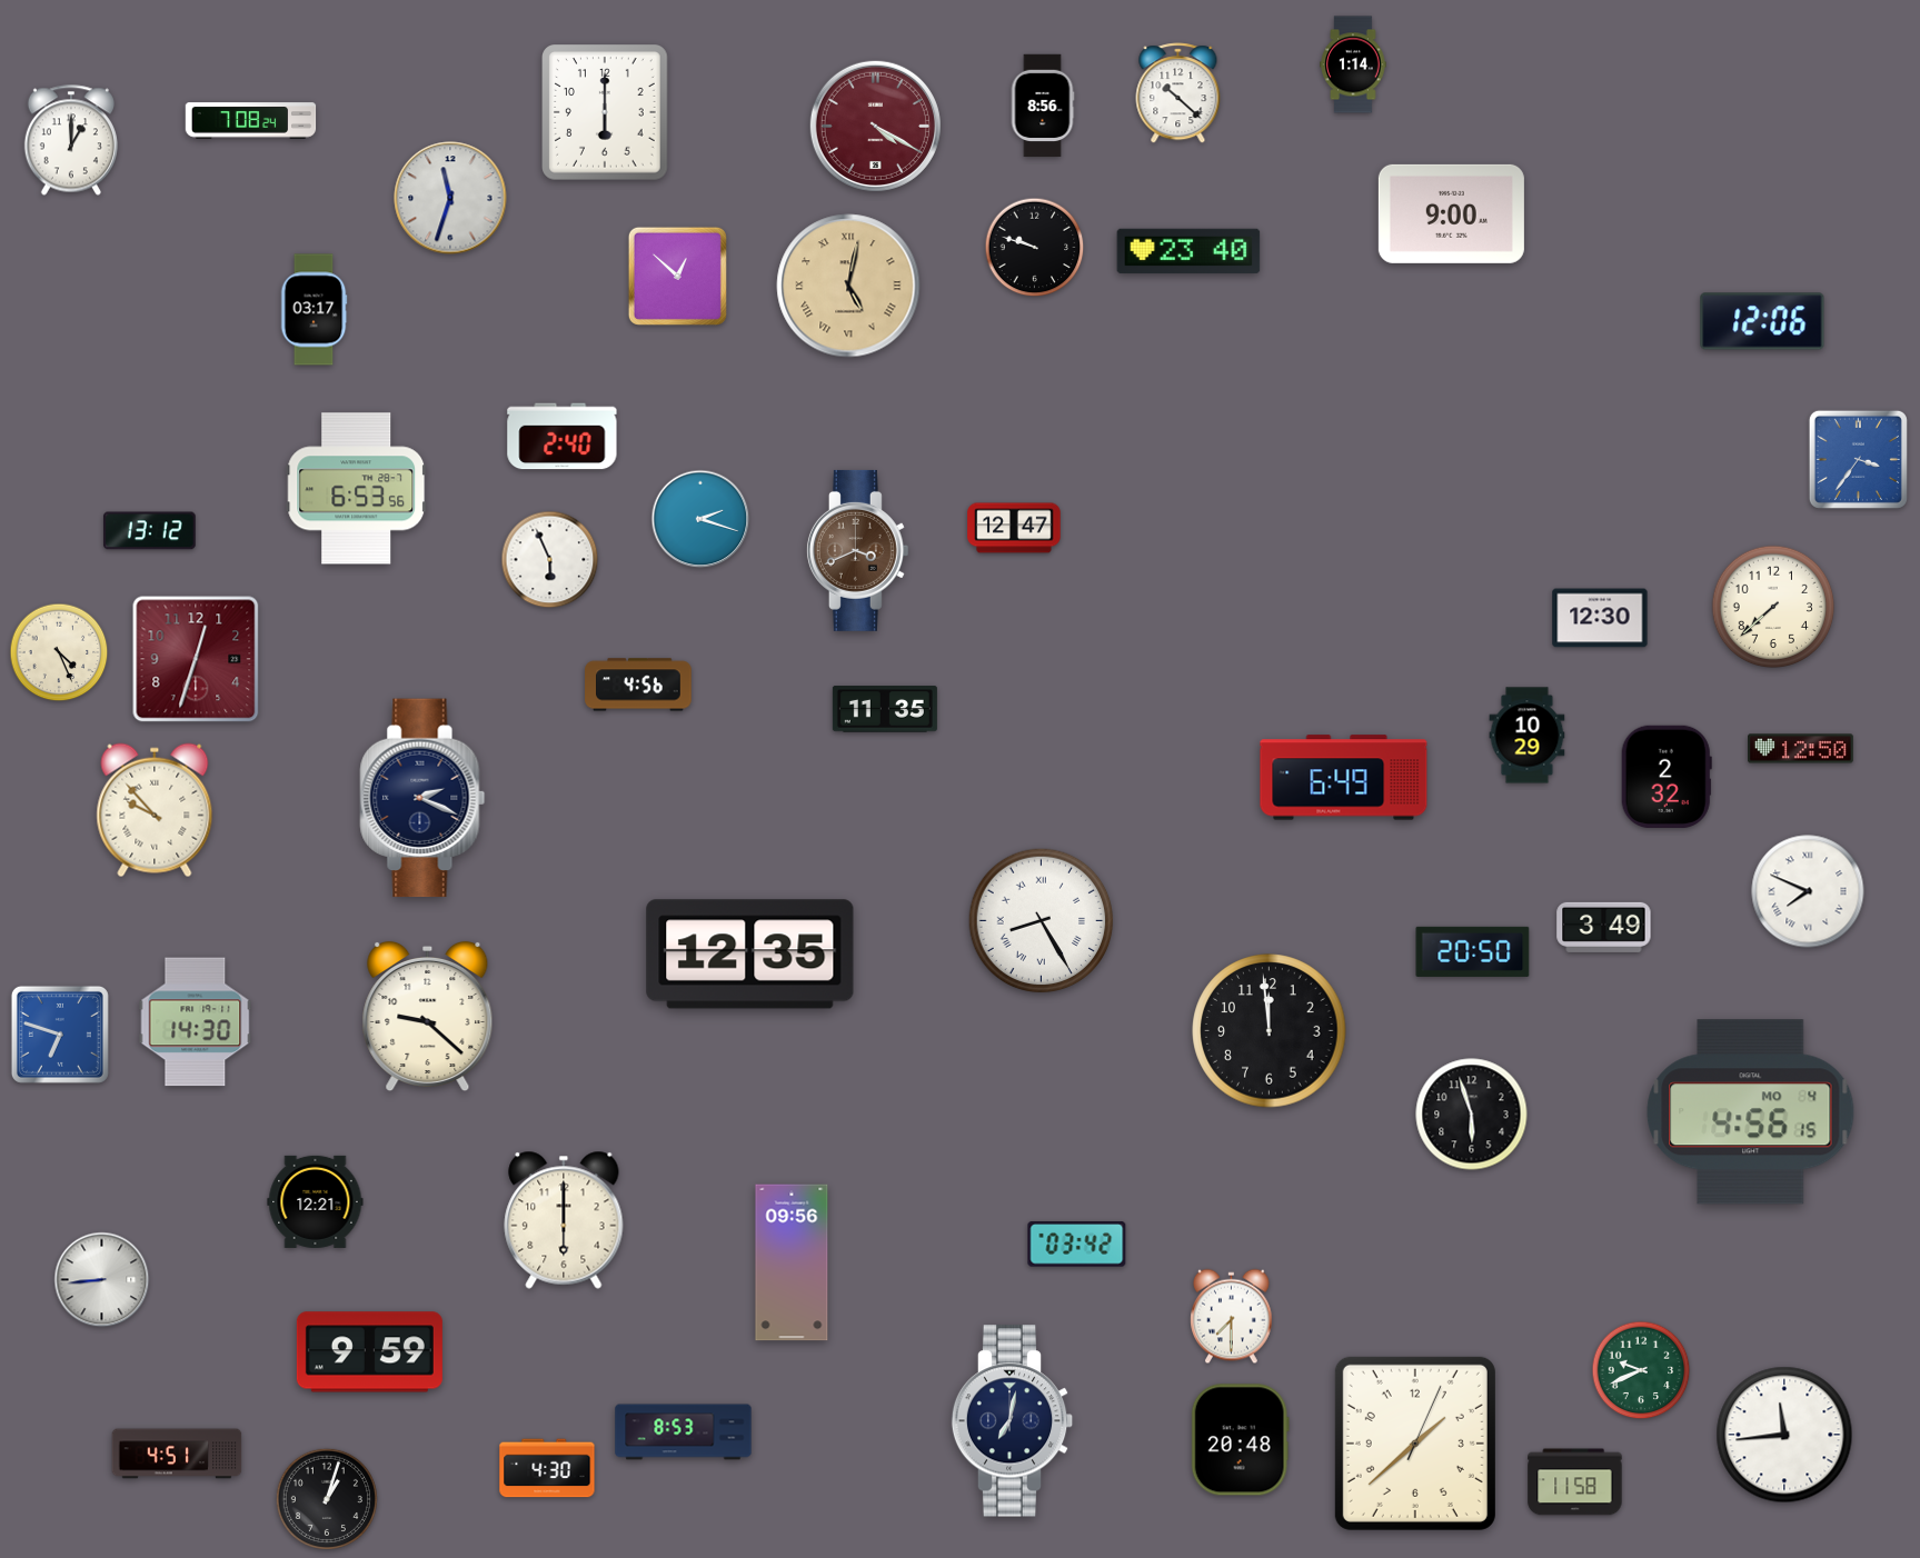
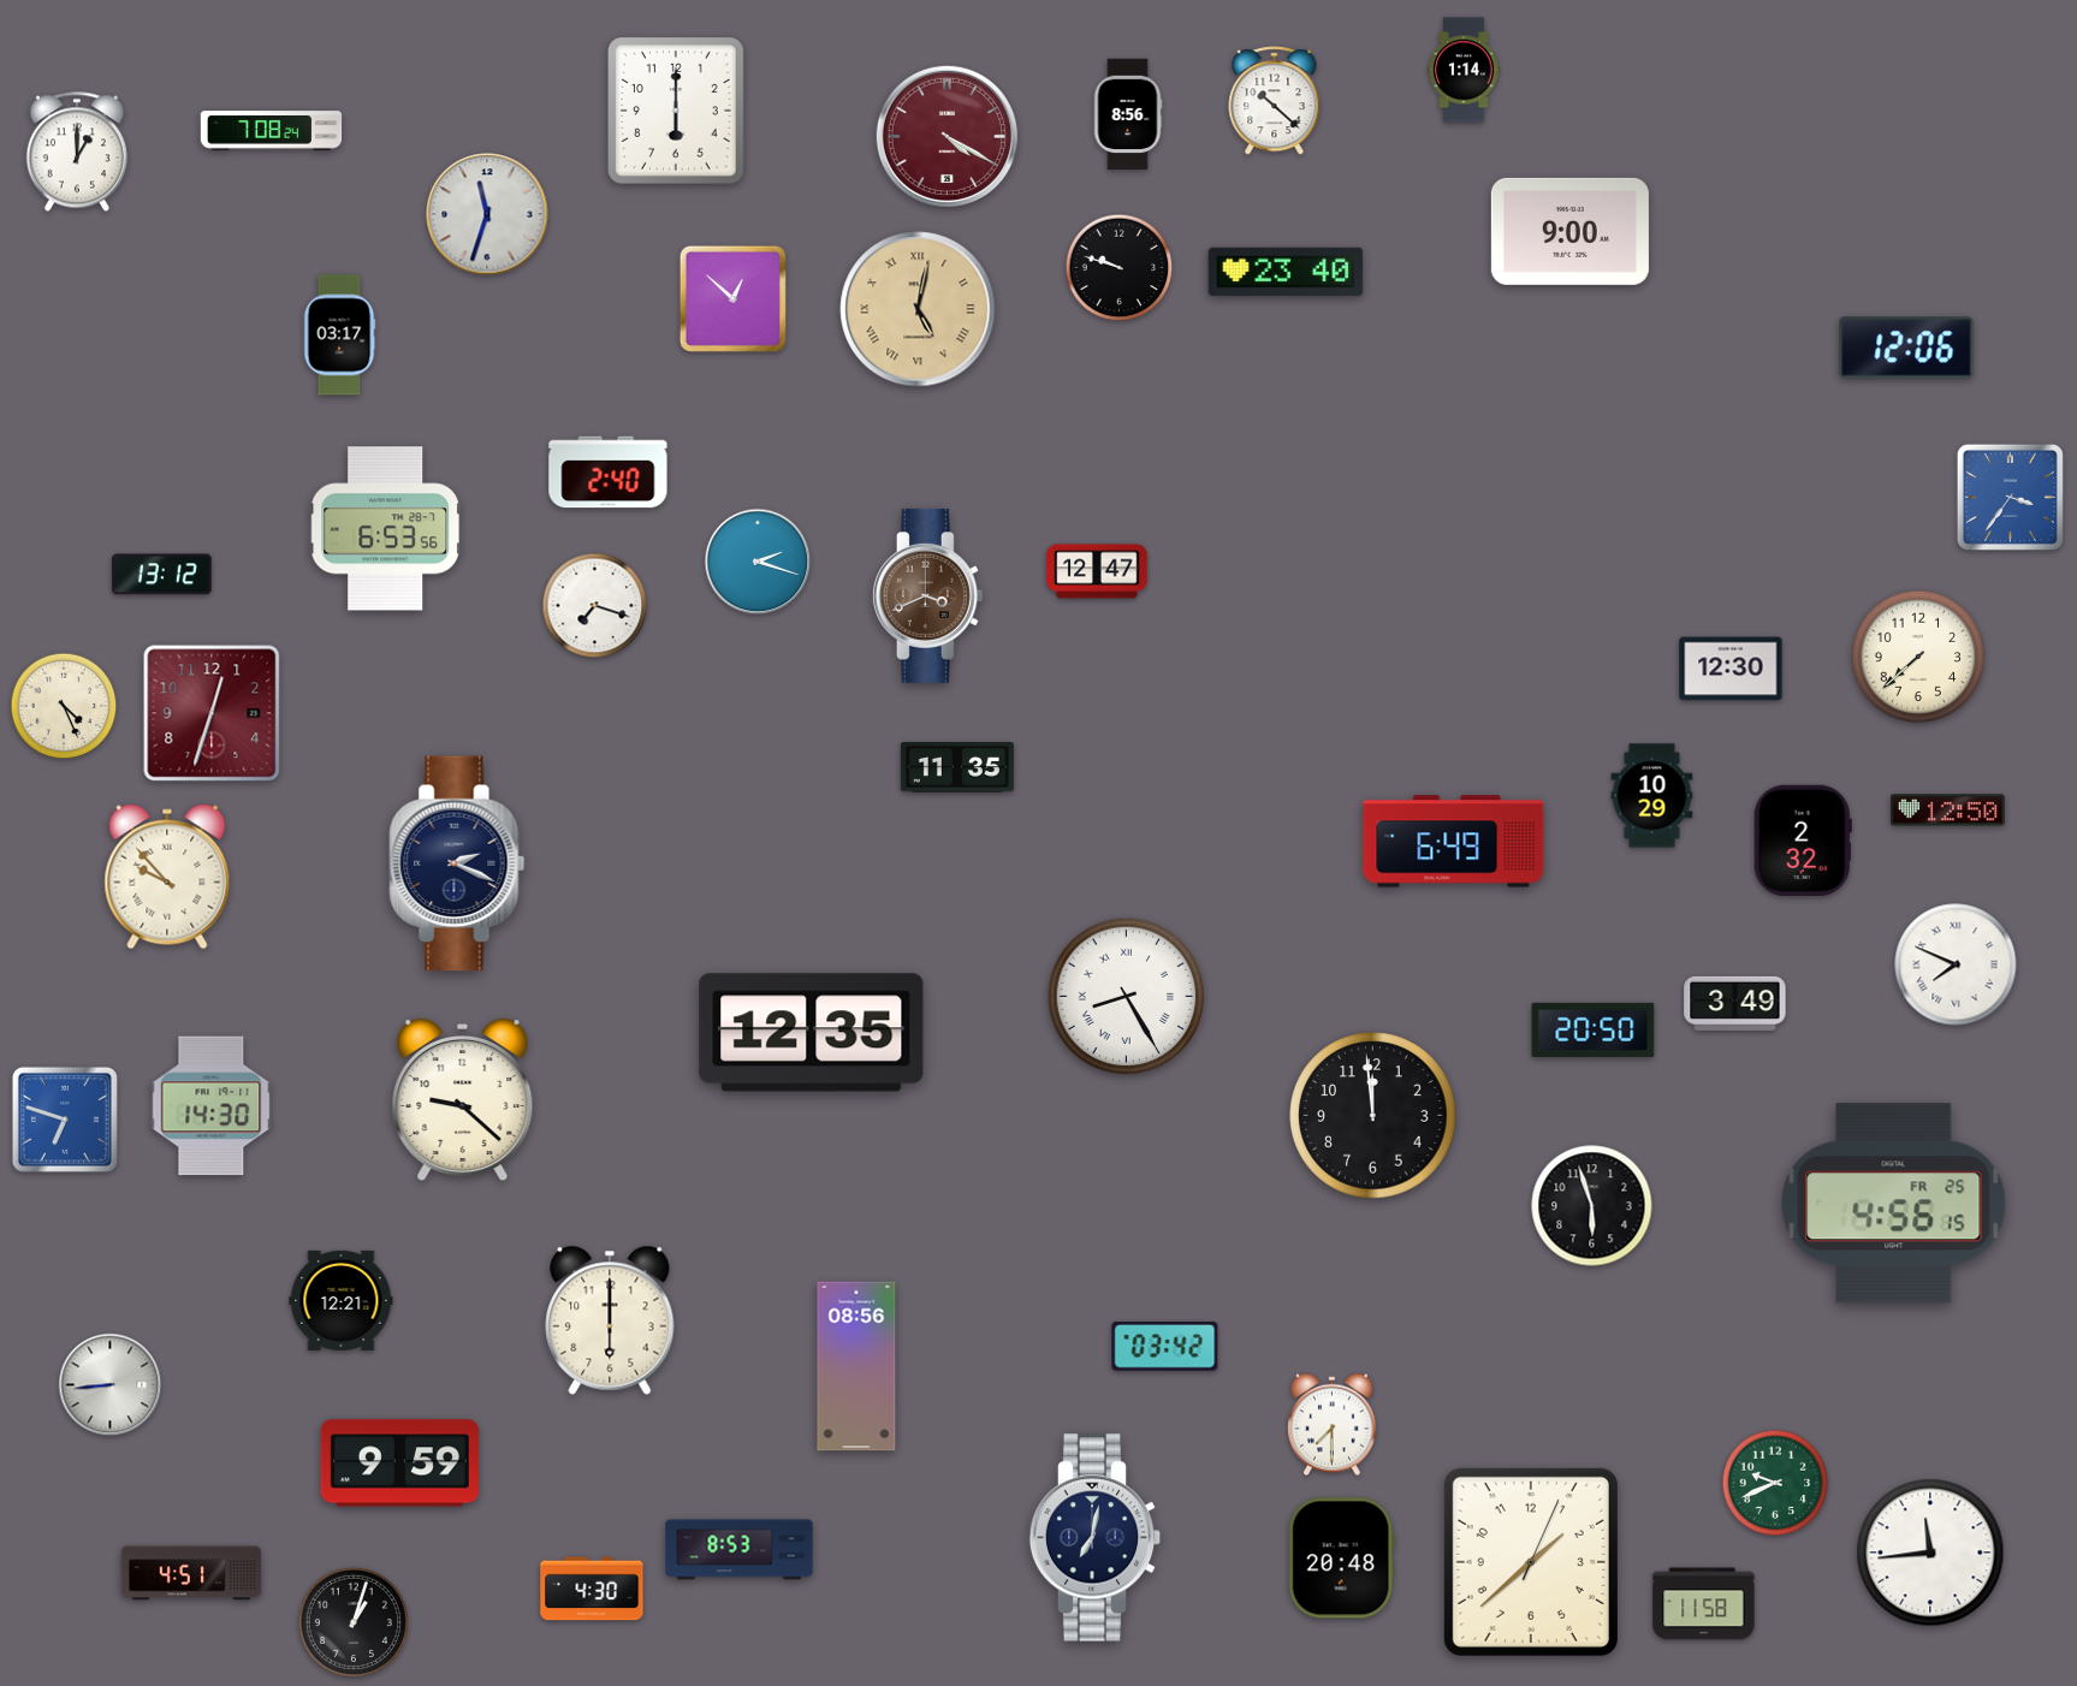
clock at (606, 113) position: (606, 113) -> (677, 112)
clock at (550, 560): 5:56 -> 7:18
clock at (638, 685): 4:56 -> none
clock at (1751, 1112) date: MO 4 -> FR 25
clock at (792, 1262): 09:56 -> 08:56
